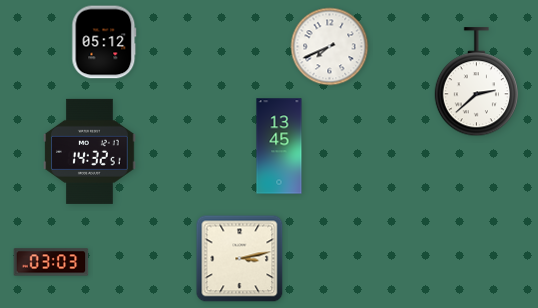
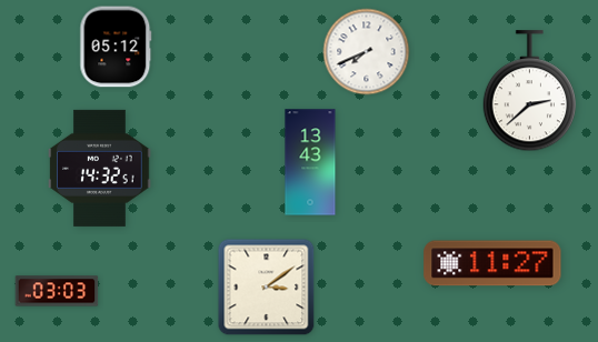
clock at (279, 146): 13:45 -> 13:43
clock at (492, 263): none -> 11:27
clock at (240, 259): 3:13 -> 3:09
